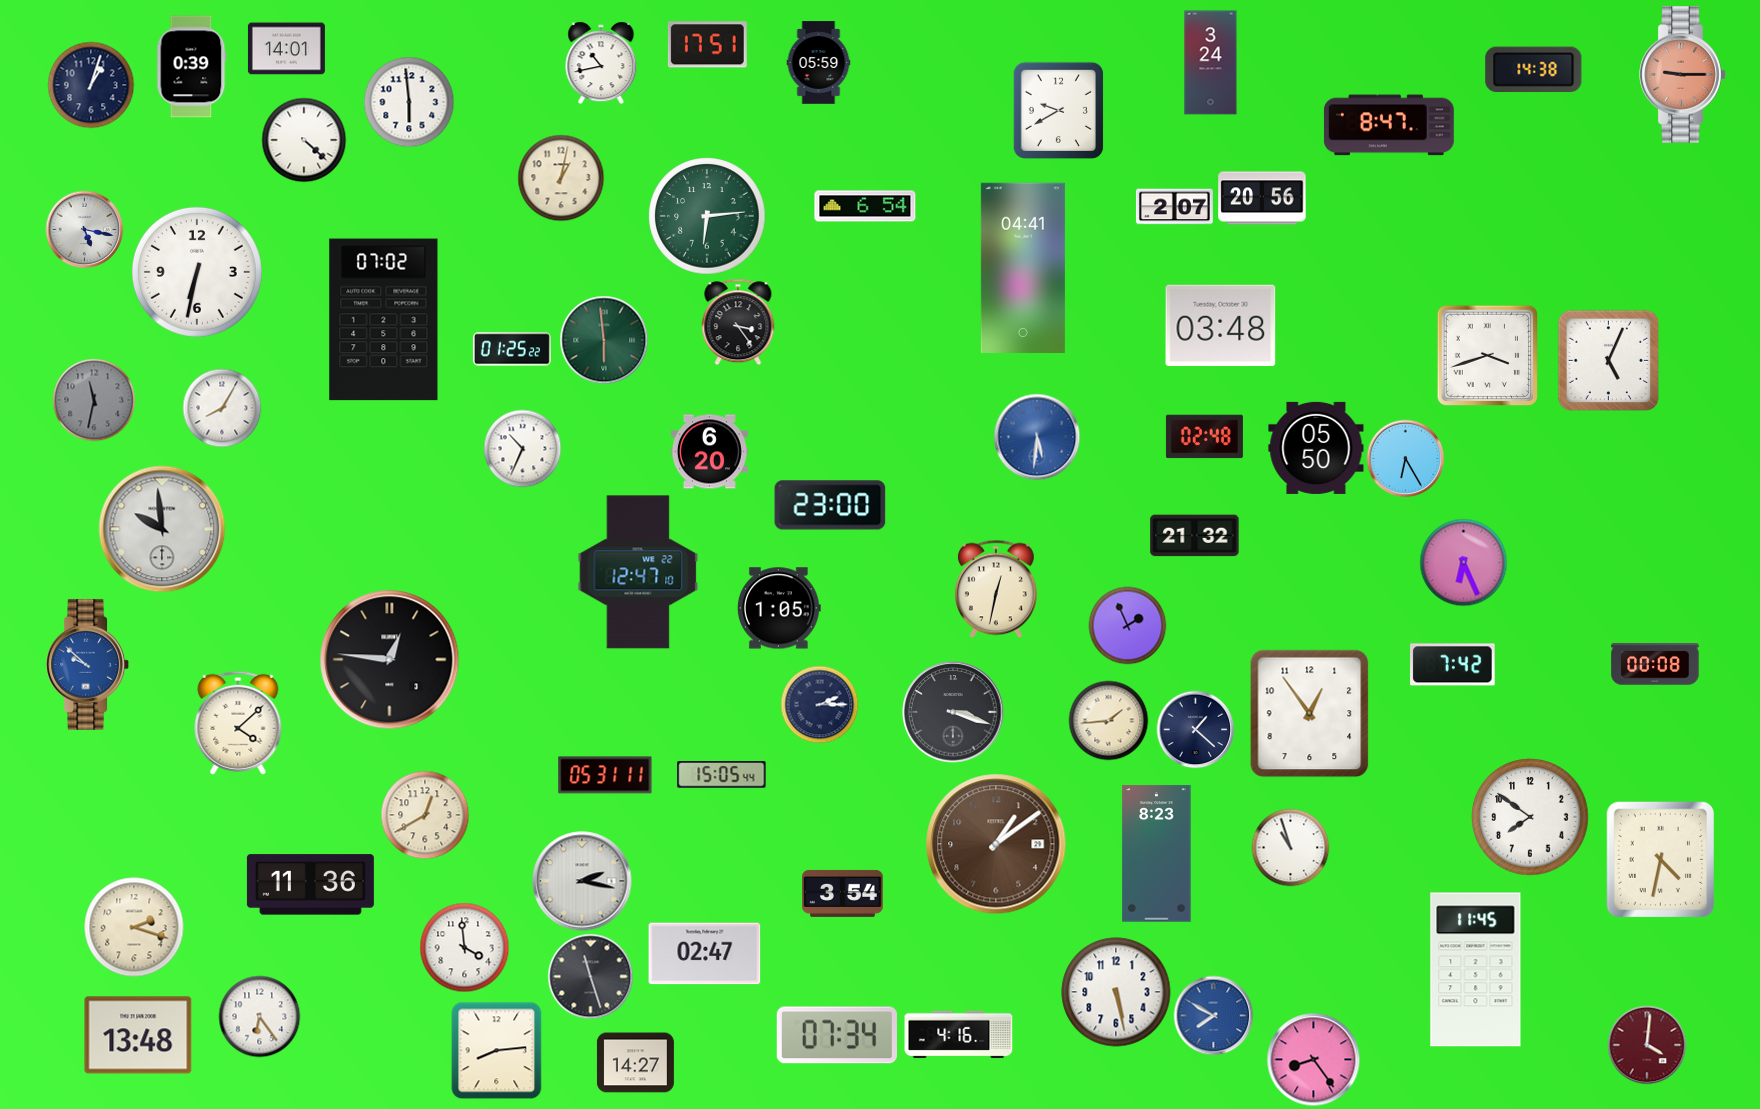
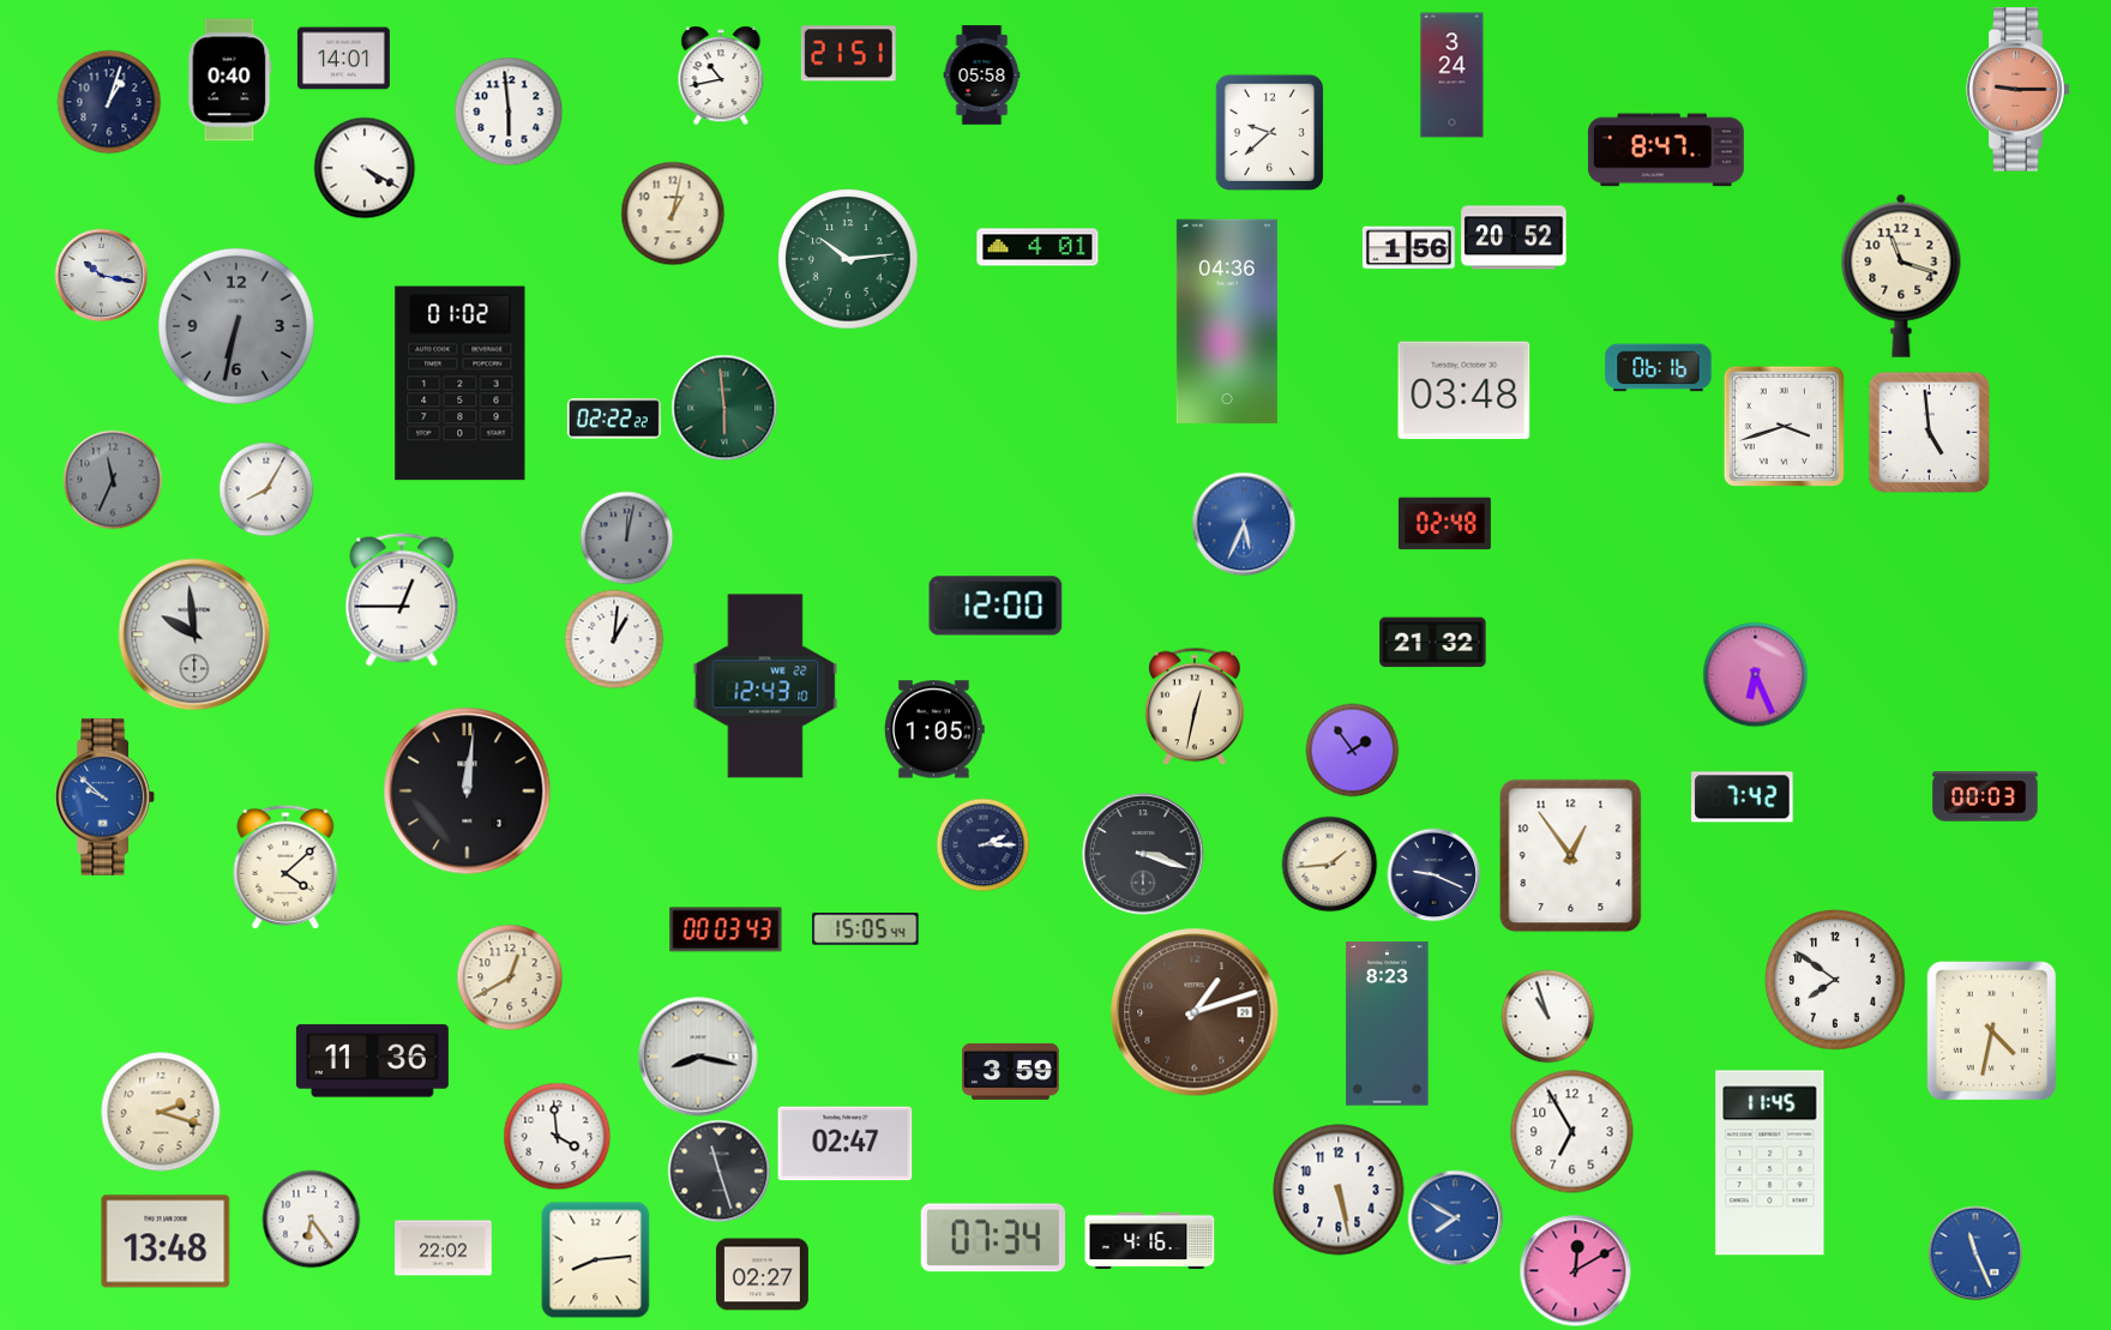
clock at (707, 45): 17:51 -> 21:51
clock at (819, 63): 05:59 -> 05:58
clock at (192, 67): 0:39 -> 0:40
clock at (1534, 70): 14:38 -> none
clock at (409, 102) position: (409, 102) -> (509, 112)
clock at (1058, 110): 9:40 -> 9:38
clock at (304, 140): 4:22 -> 4:20
clock at (1262, 198): 20:56 -> 20:52
clock at (865, 206): 6:54 -> 4:01
clock at (1174, 207): 2:07 -> 1:56
clock at (707, 216): 6:14 -> 10:14
clock at (84, 229): 5:17 -> 10:17
clock at (1901, 276): none -> 11:18
clock at (1023, 268): 04:41 -> 04:36
clock at (197, 272) dial: white -> grey
clock at (1659, 368): none -> 06:16
clock at (384, 320): 07:02 -> 01:02
clock at (738, 322): 3:24 -> none
clock at (512, 349): 01:25 -> 02:22
clock at (1608, 360): 5:04 -> 4:59
clock at (94, 400): 11:32 -> 11:34
clock at (1037, 437): 5:31 -> 5:34
clock at (522, 448): 10:34 -> 12:02
clock at (522, 448) dial: white -> grey
clock at (1316, 448): 05:50 -> none
clock at (709, 452): 6:20 -> none
clock at (1405, 458): 6:25 -> none
clock at (402, 600): none -> 12:45
clock at (830, 505): 23:00 -> 12:00
clock at (614, 639): none -> 1:01
clock at (638, 572): 12:47 -> 12:43
clock at (1127, 625): 1:56 -> 1:54
clock at (390, 660): 12:46 -> 12:01
clock at (1655, 664): 00:08 -> 00:03
clock at (1195, 729): 1:22 -> 9:19
clock at (605, 775): 05:31 -> 00:03
clock at (996, 844): 1:09 -> 1:12
clock at (582, 881): 2:17 -> 8:17
clock at (843, 893): 3:54 -> 3:59
clock at (1572, 1132): none -> 6:55
clock at (590, 976) position: (590, 976) -> (718, 1170)
clock at (837, 1035) position: (837, 1035) -> (993, 1238)
clock at (444, 1248): none -> 22:02
clock at (1647, 1045): 4:01 -> 11:26
clock at (1647, 1045) dial: burgundy -> blue
clock at (1313, 1059): 8:24 -> 12:10
clock at (635, 1063): 14:27 -> 02:27
